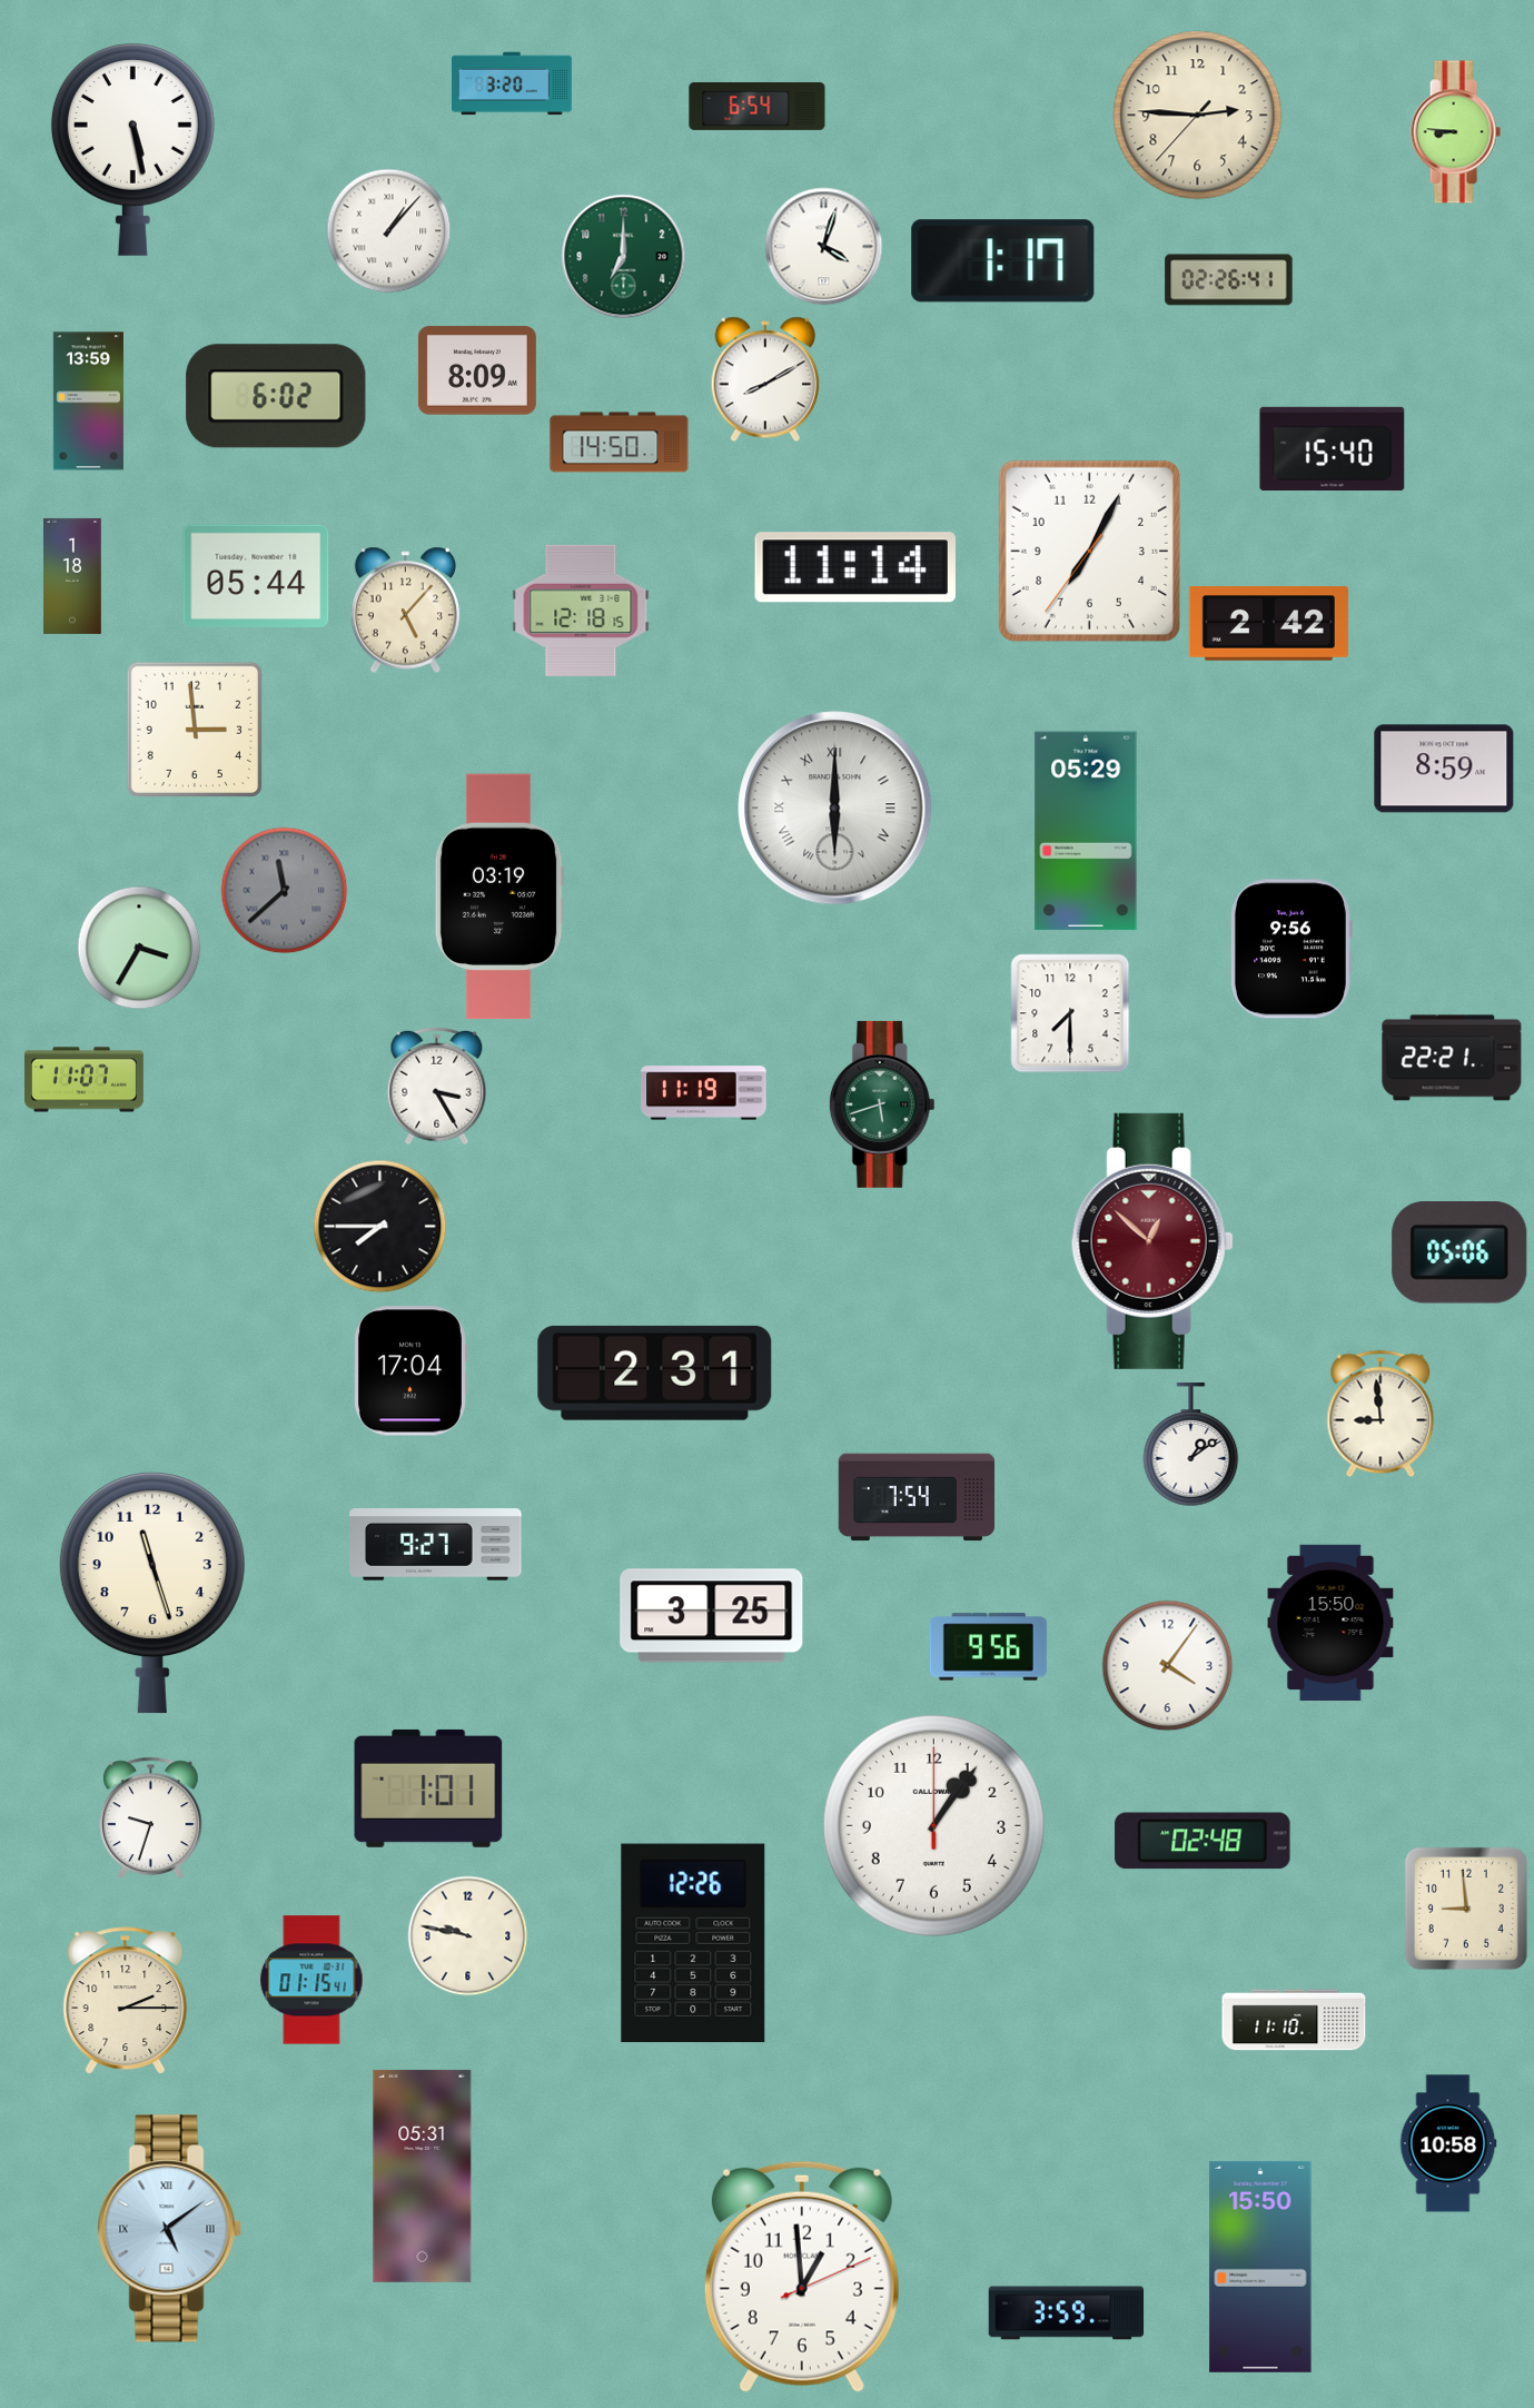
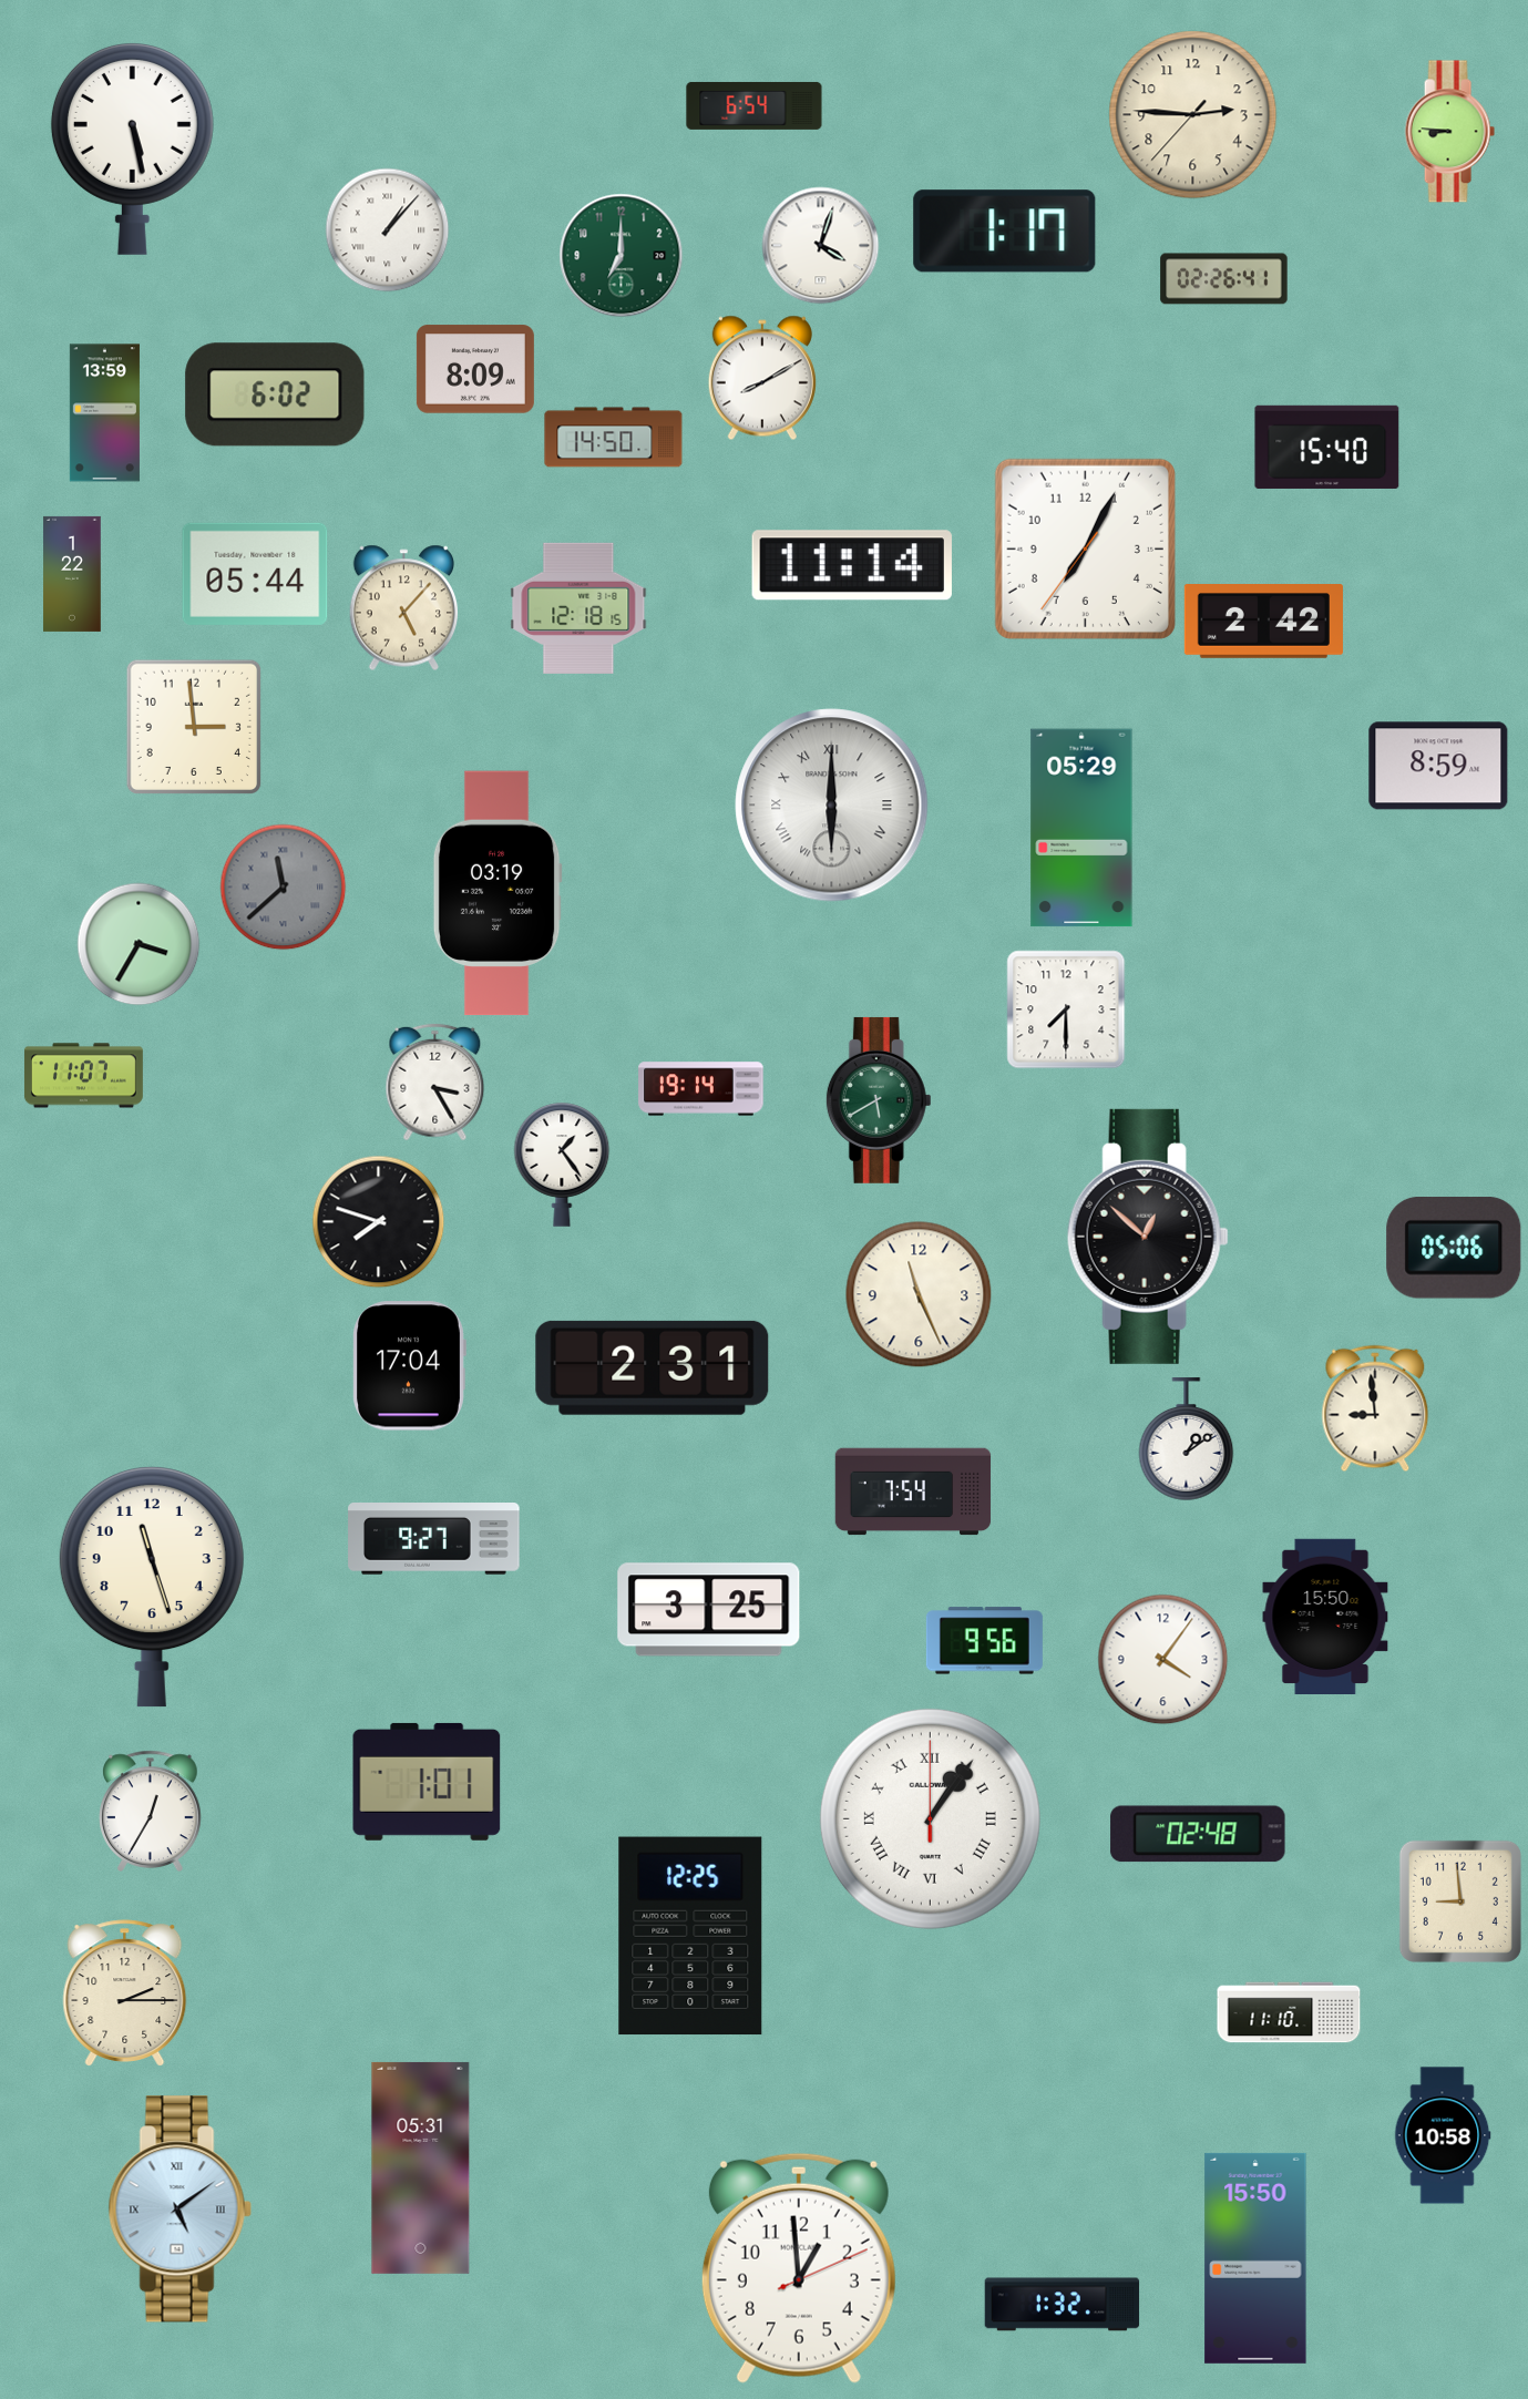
clock at (513, 83): 3:20 -> none
clock at (1003, 261) position: (1003, 261) -> (1005, 232)
clock at (88, 402) position: (88, 402) -> (104, 413)
clock at (620, 443) position: (620, 443) -> (614, 438)
clock at (72, 576): 1:18 -> 1:22
clock at (1291, 949): 9:56 -> none
clock at (1452, 1058): 22:21 -> none
clock at (704, 1093): 11:19 -> 19:14
clock at (882, 1104): 5:42 -> 5:40
clock at (562, 1165): none -> 1:24
clock at (380, 1227): 7:45 -> 7:48
clock at (1152, 1241) dial: burgundy -> black
clock at (919, 1294): none -> 11:26
clock at (151, 1817): 9:33 -> 12:35
clock at (933, 1825) numerals: Arabic -> Roman
clock at (468, 1936): 9:47 -> none
clock at (693, 1943): 12:26 -> 12:25
clock at (311, 1980): 01:15 -> none
clock at (169, 2229) position: (169, 2229) -> (180, 2210)
clock at (1067, 2313): 3:59 -> 1:32
